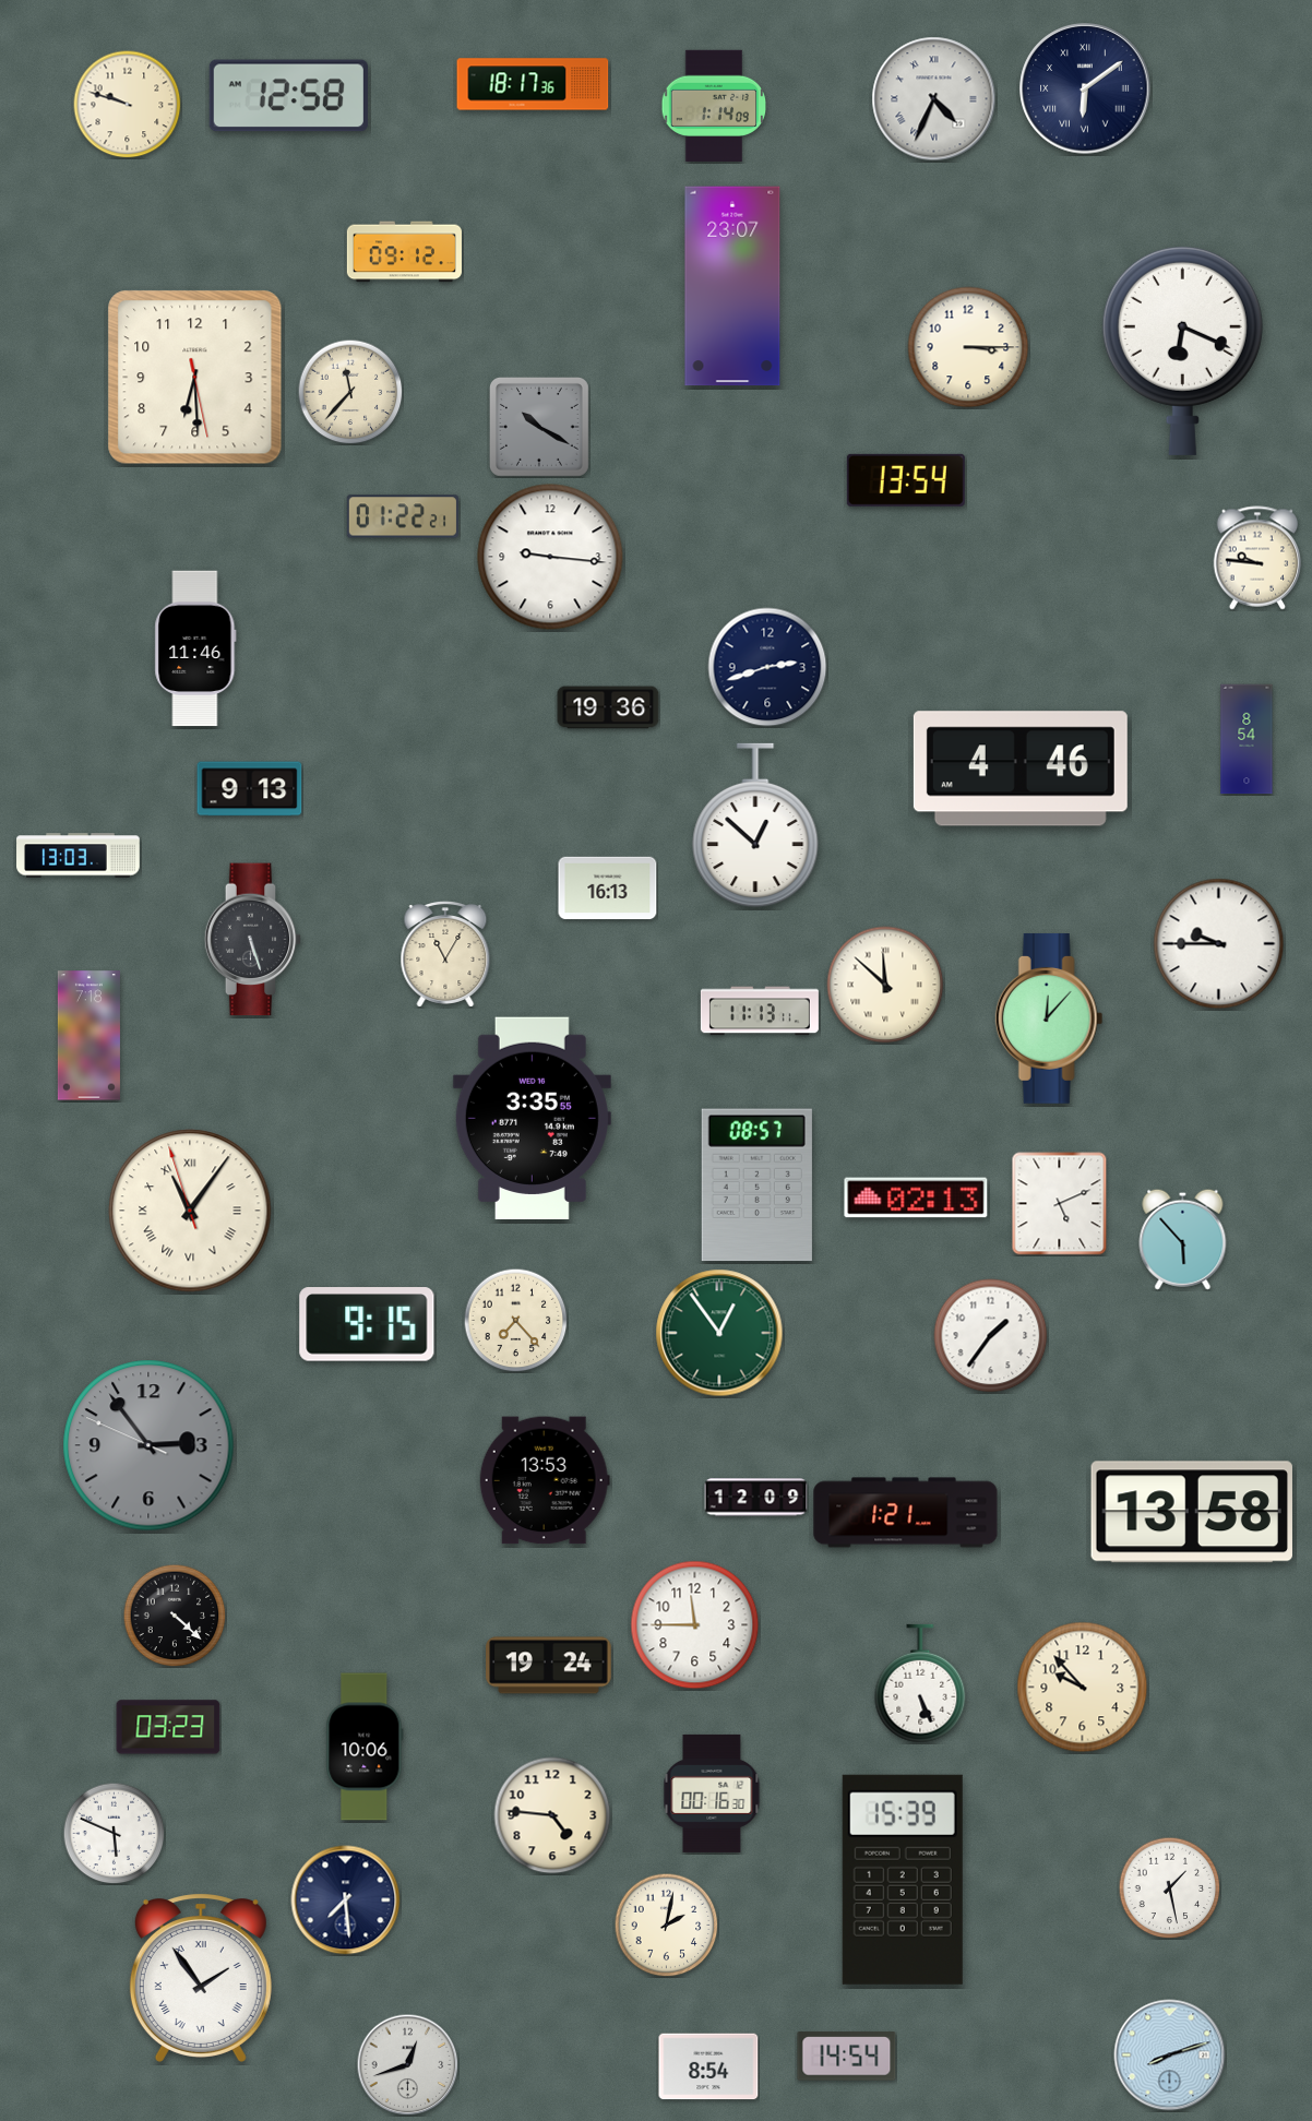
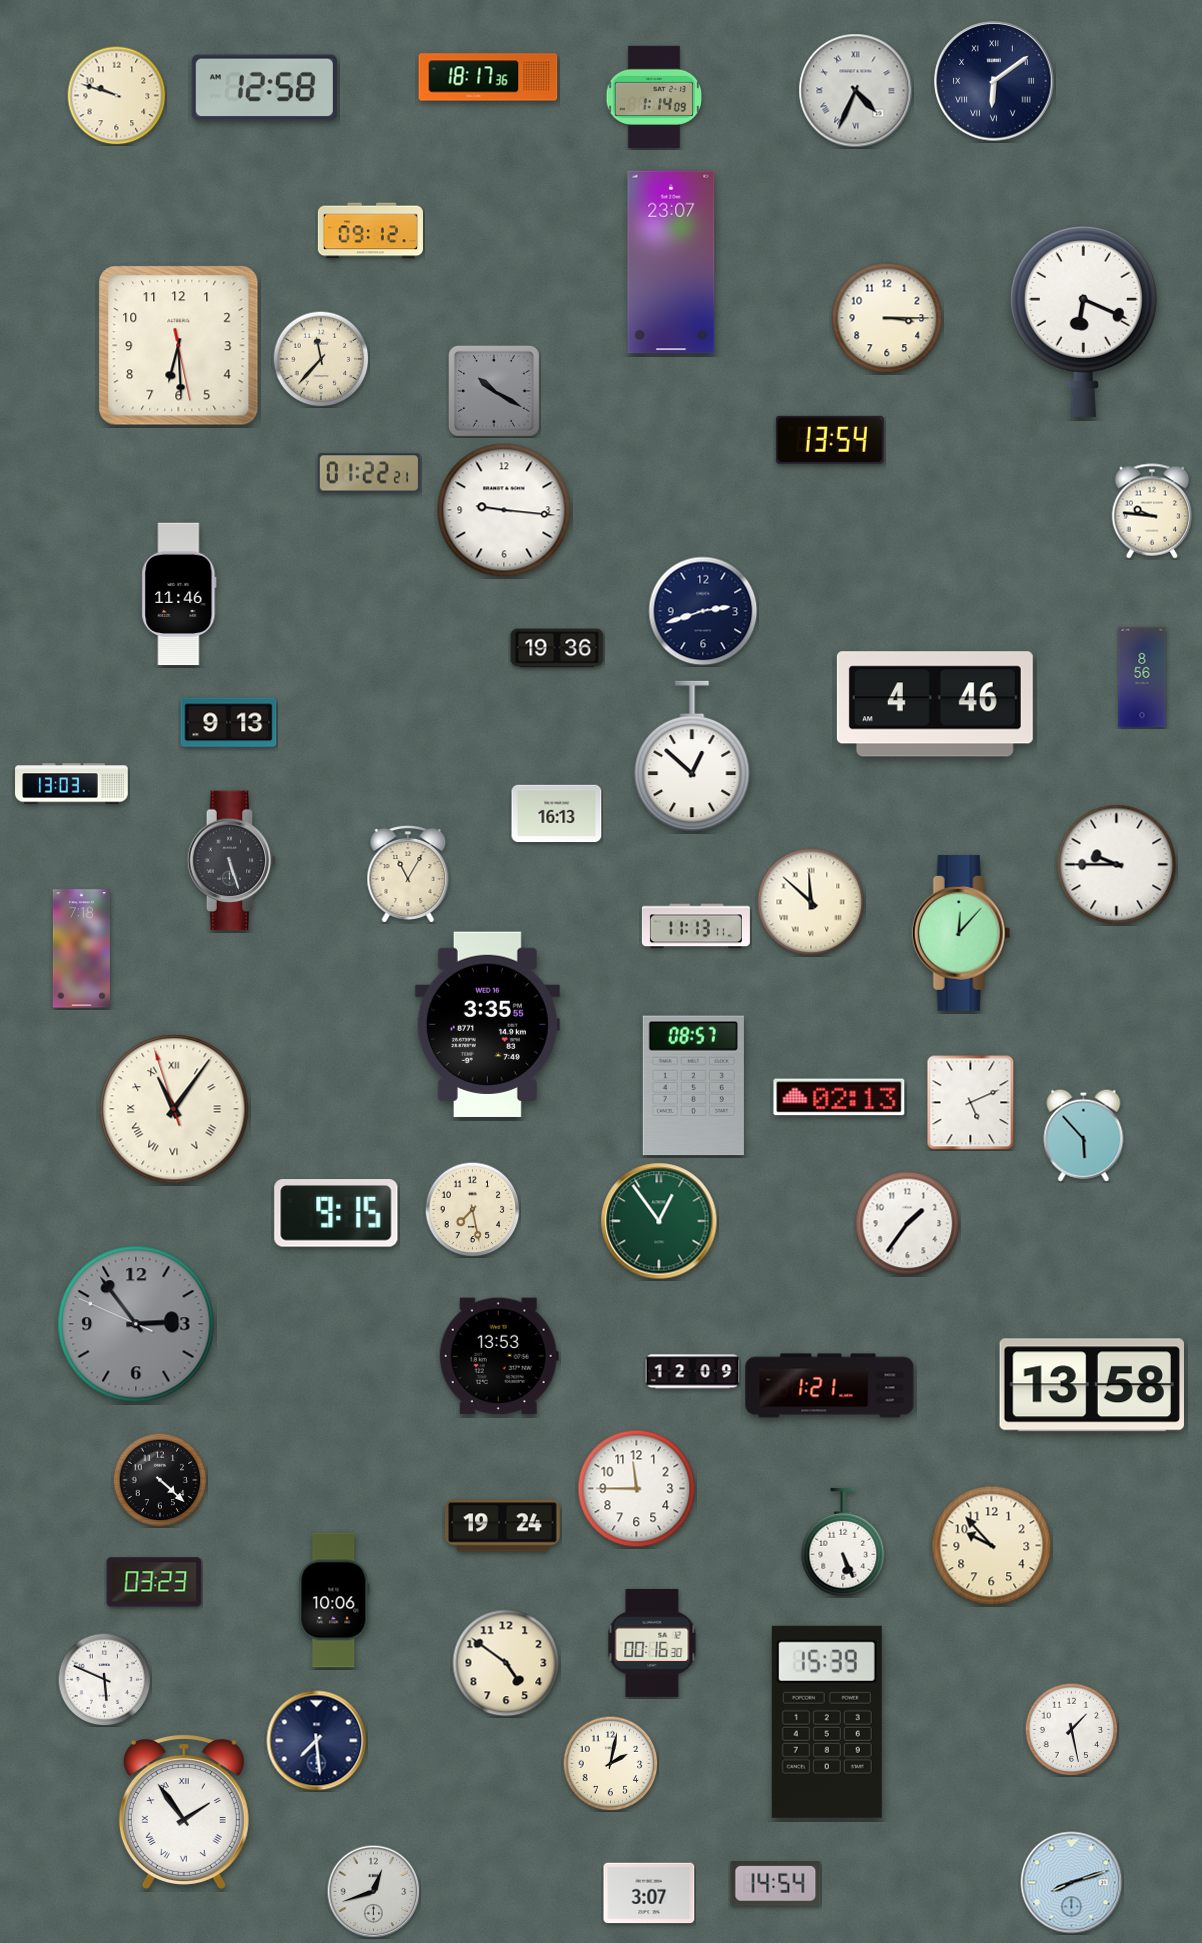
clock at (1247, 739): 8:54 -> 8:56
clock at (515, 1320): 7:23 -> 7:28
clock at (552, 1815): 4:46 -> 4:51
clock at (708, 2066): 8:54 -> 3:07
